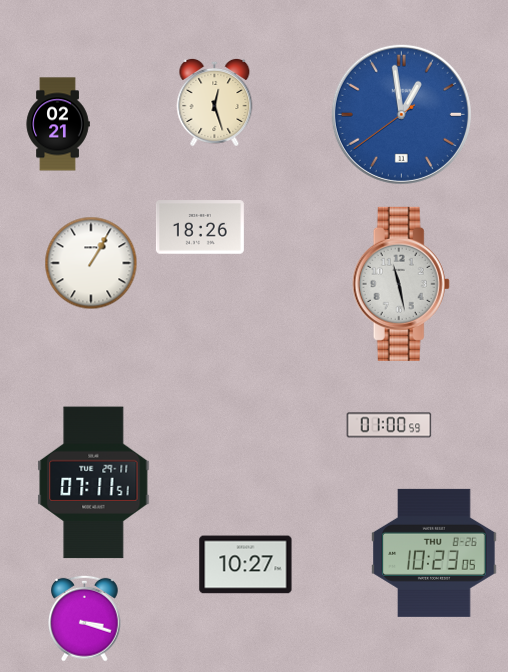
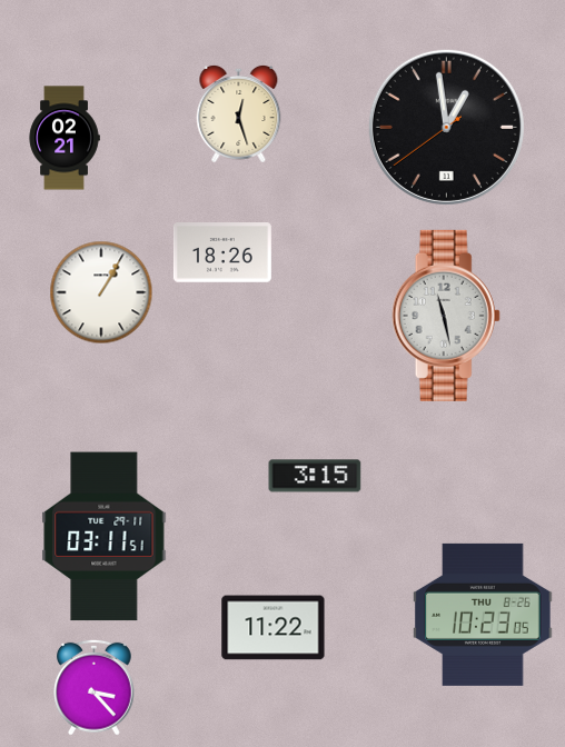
clock at (401, 114) dial: blue -> black
clock at (389, 425): 01:00 -> none
clock at (315, 476): none -> 3:15
clock at (94, 483): 07:11 -> 03:11
clock at (246, 565): 10:27 -> 11:22
clock at (85, 618): 3:18 -> 3:23
